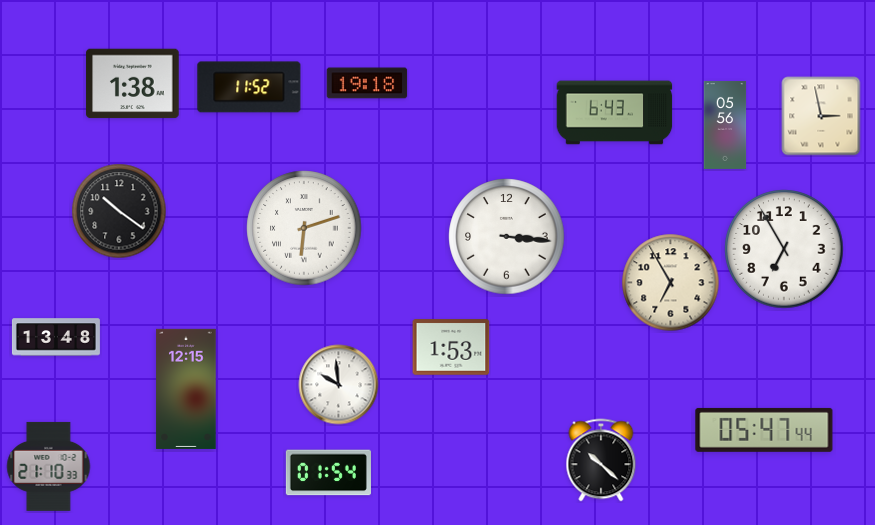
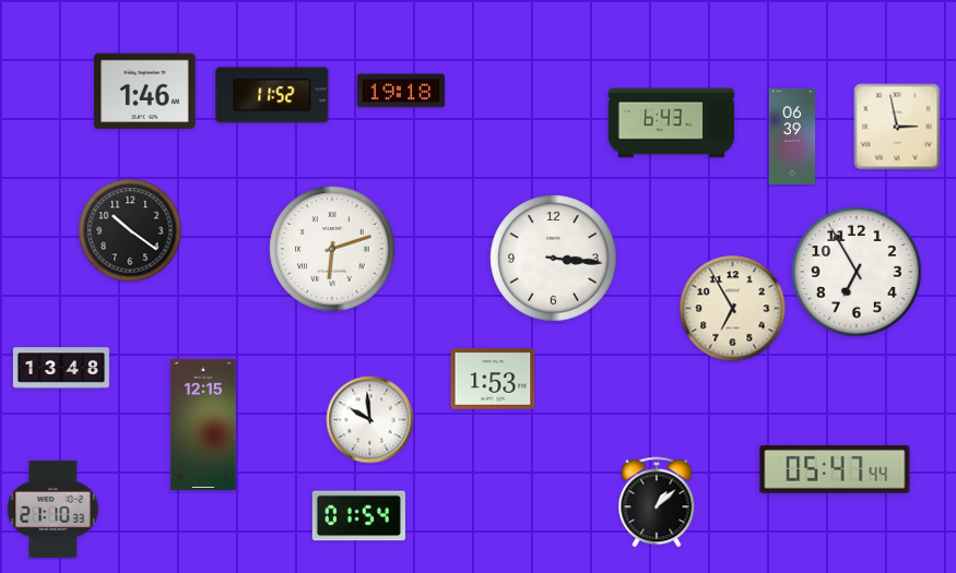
clock at (133, 84): 1:38 -> 1:46
clock at (725, 125): 05:56 -> 06:39
clock at (601, 460): 10:22 -> 1:08
